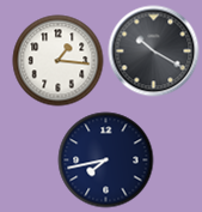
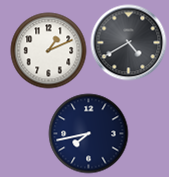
clock at (154, 52): 10:20 -> 4:40
clock at (59, 61): 1:16 -> 1:11
